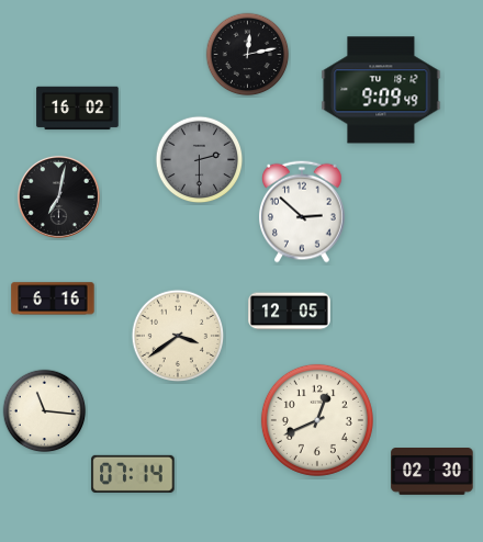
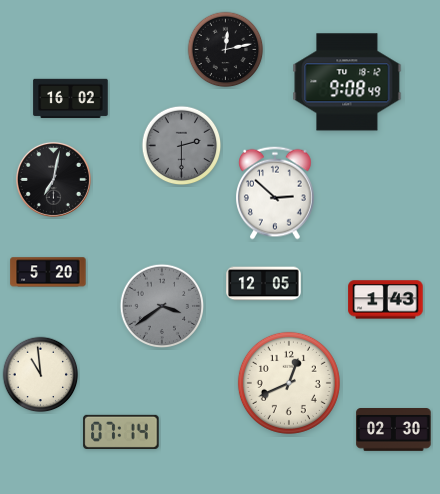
clock at (381, 90): 9:09 -> 9:08
clock at (53, 298): 6:16 -> 5:20
clock at (386, 300): none -> 1:43
clock at (177, 335) dial: cream -> grey
clock at (45, 411): 11:16 -> 10:59
